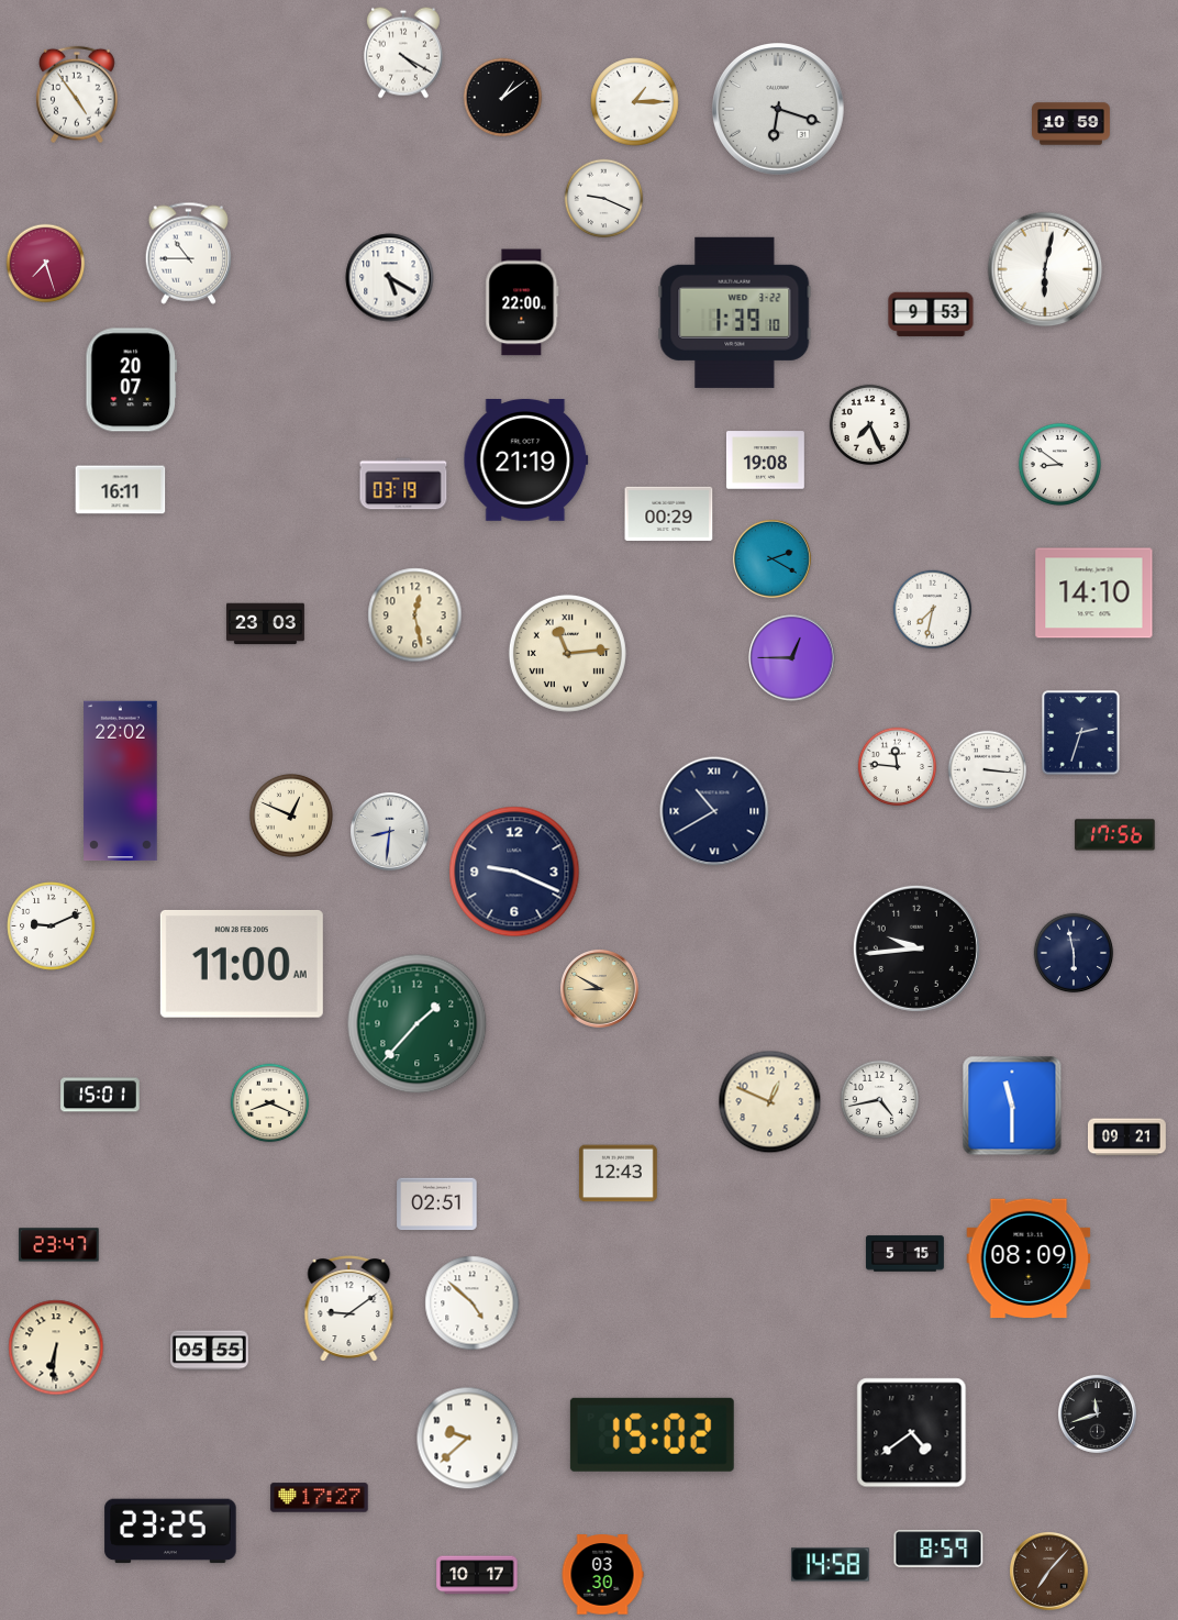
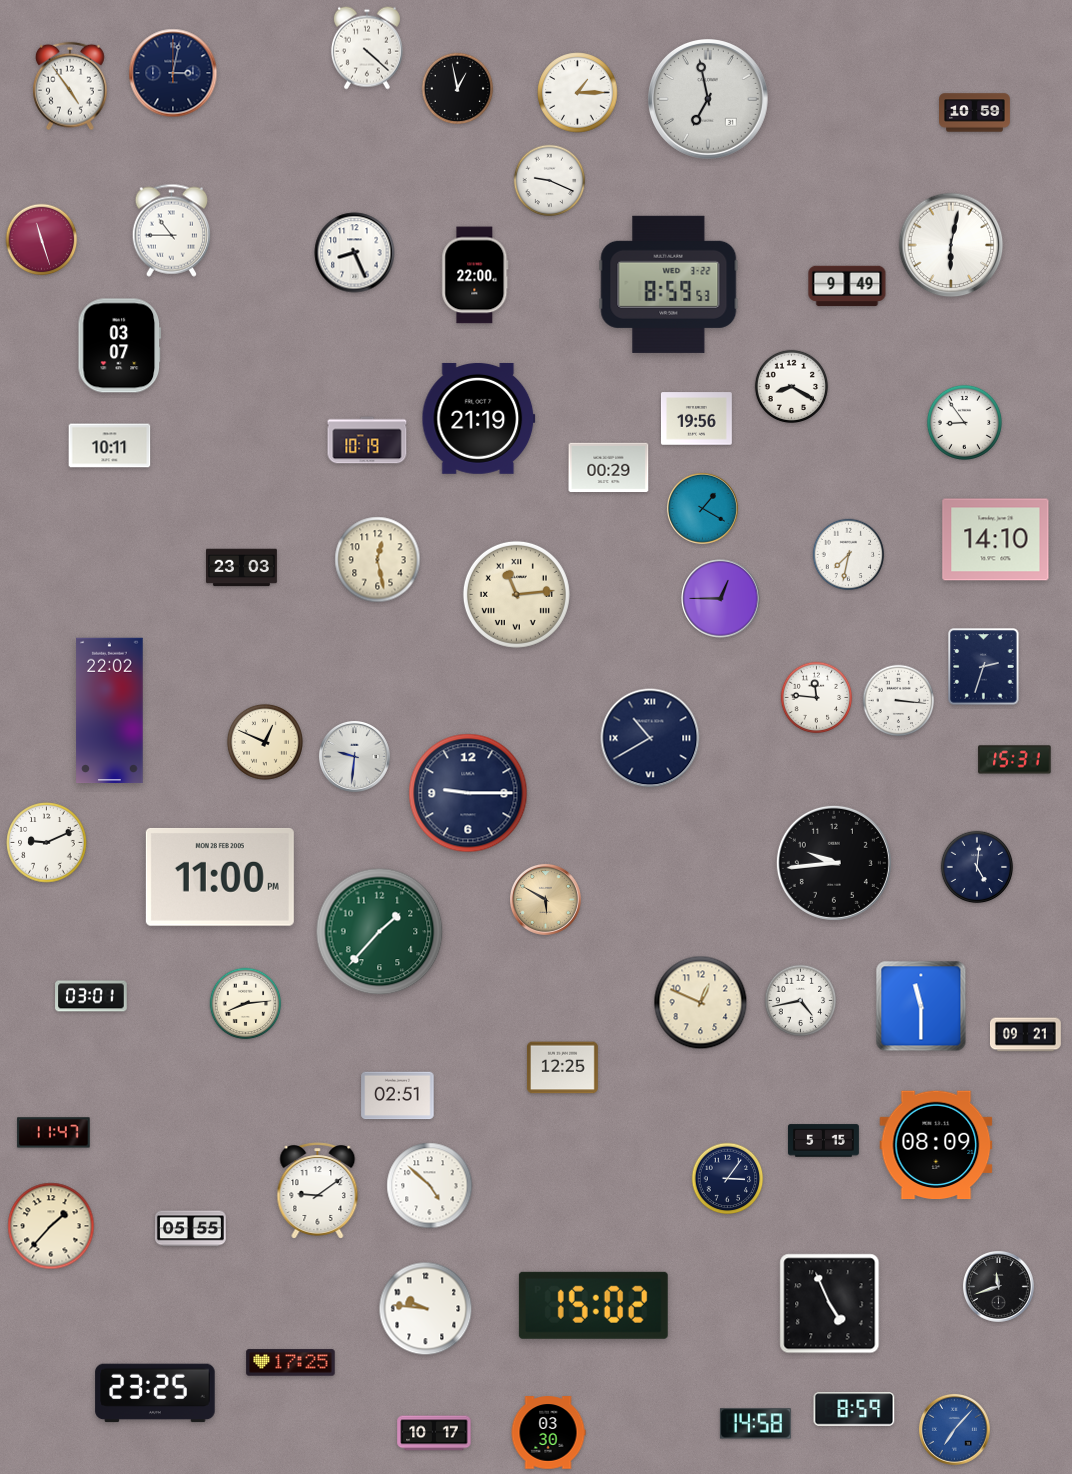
clock at (403, 53): 4:20 -> 4:22
clock at (173, 73): none -> 3:02
clock at (503, 98): 1:09 -> 12:58
clock at (779, 110): 6:18 -> 6:58
clock at (46, 264): 7:27 -> 11:27
clock at (390, 278): 5:20 -> 8:26
clock at (735, 312): 1:39 -> 8:59
clock at (931, 314): 9:53 -> 9:49
clock at (131, 380): 20:07 -> 03:07
clock at (869, 424): 7:26 -> 8:20
clock at (765, 461): 19:08 -> 19:56
clock at (1059, 464): 8:51 -> 8:54
clock at (403, 484): 03:19 -> 10:19
clock at (121, 490): 16:11 -> 10:11
clock at (771, 558): 2:20 -> 1:20
clock at (389, 831): 8:31 -> 9:31
clock at (1115, 835): 17:56 -> 15:31
clock at (514, 872): 9:19 -> 9:15
clock at (1074, 953): 5:58 -> 5:01
clock at (242, 964): 11:00 AM -> 11:00 PM
clock at (599, 988): 8:50 -> 5:50
clock at (100, 1095): 15:01 -> 03:01
clock at (270, 1103): 8:19 -> 8:14
clock at (618, 1174): 12:43 -> 12:25
clock at (59, 1245): 23:47 -> 11:47
clock at (728, 1179): none -> 3:06
clock at (56, 1347): 6:31 -> 1:37
clock at (912, 1433): 4:39 -> 4:56
clock at (468, 1439): 9:38 -> 9:46
clock at (320, 1498): 17:27 -> 17:25
clock at (1048, 1571) dial: brown -> blue
